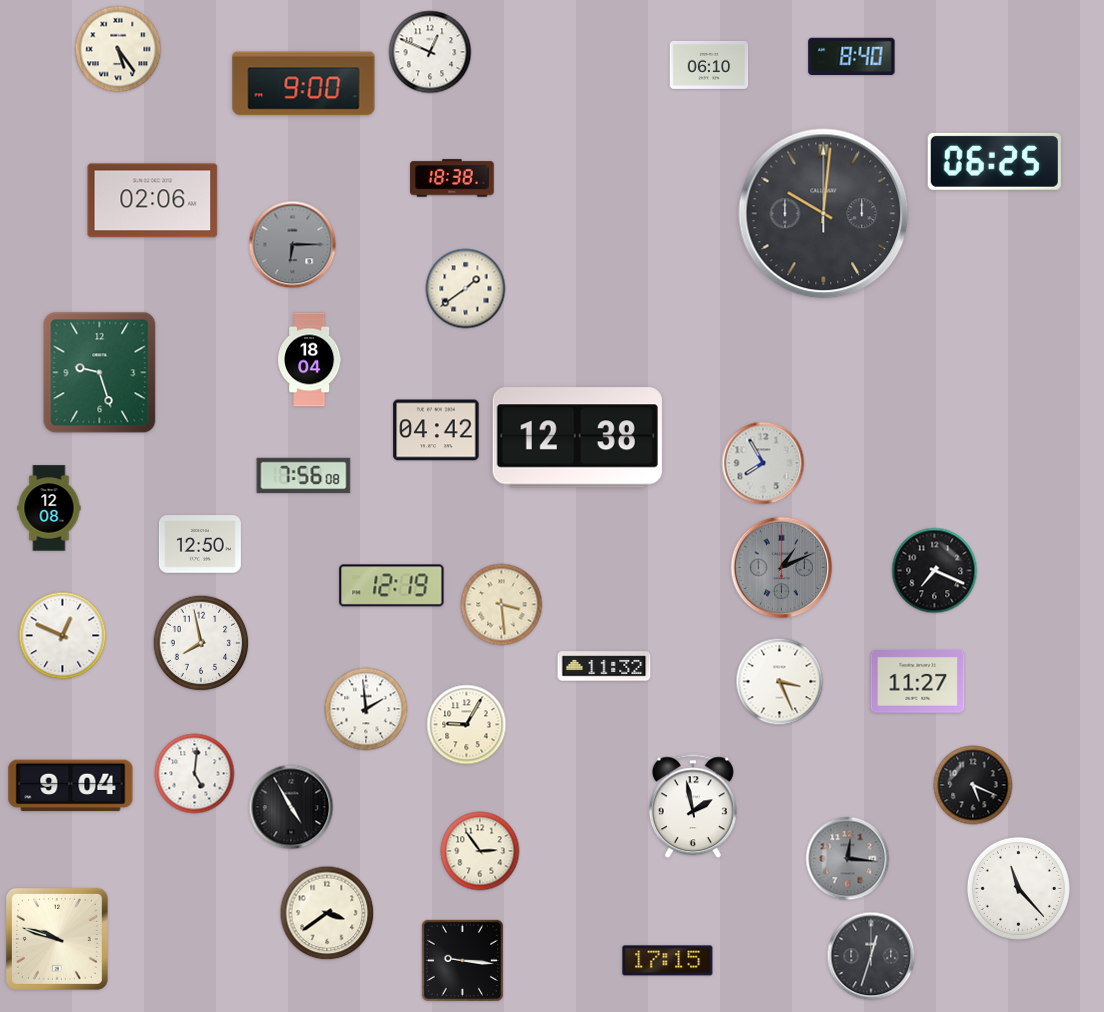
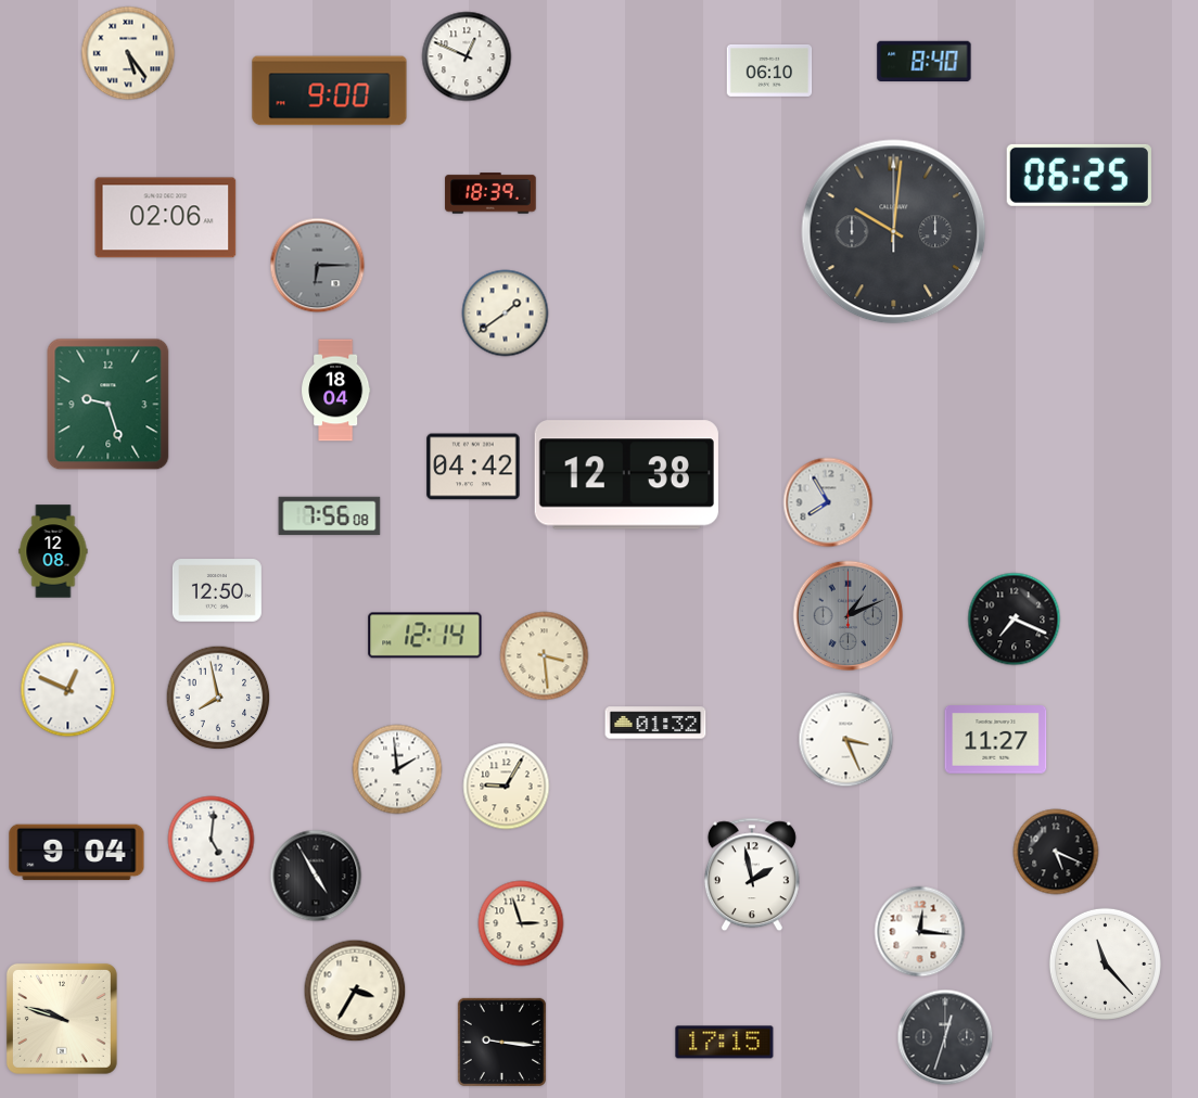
clock at (452, 178): 18:38 -> 18:39
clock at (392, 586): 12:19 -> 12:14
clock at (604, 666): 11:32 -> 01:32
clock at (480, 851): 2:54 -> 2:57
clock at (848, 859) dial: grey -> white
clock at (327, 913): 3:39 -> 3:35
